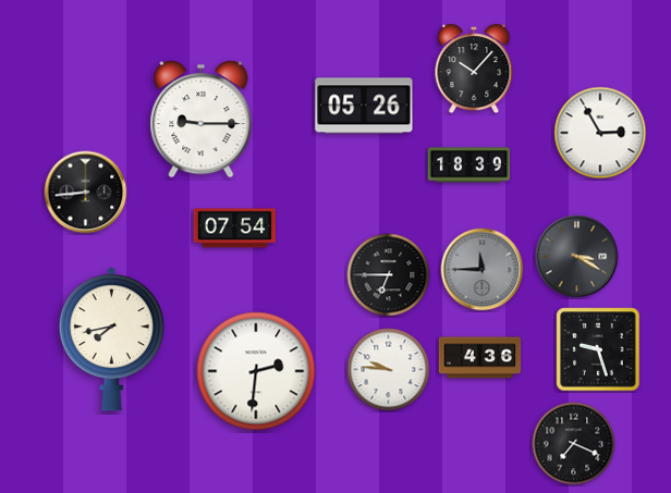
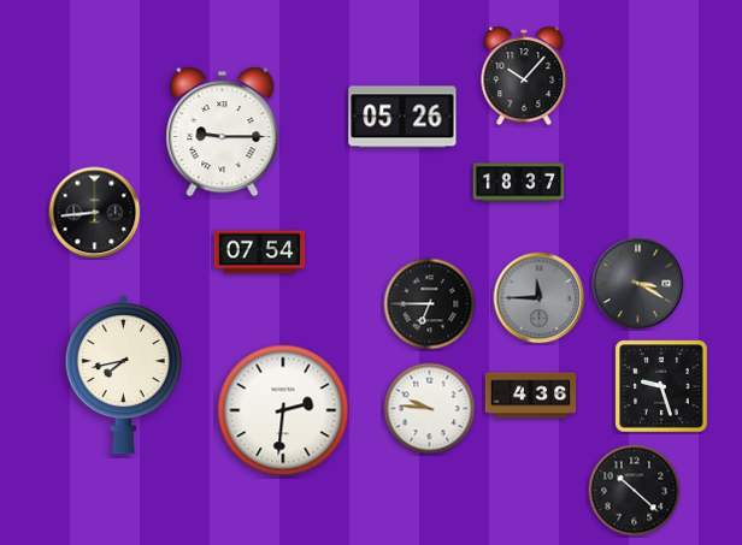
clock at (600, 133): 2:55 -> none
clock at (469, 165): 18:39 -> 18:37
clock at (483, 270) position: (483, 270) -> (540, 298)
clock at (574, 444): 7:19 -> 10:22
